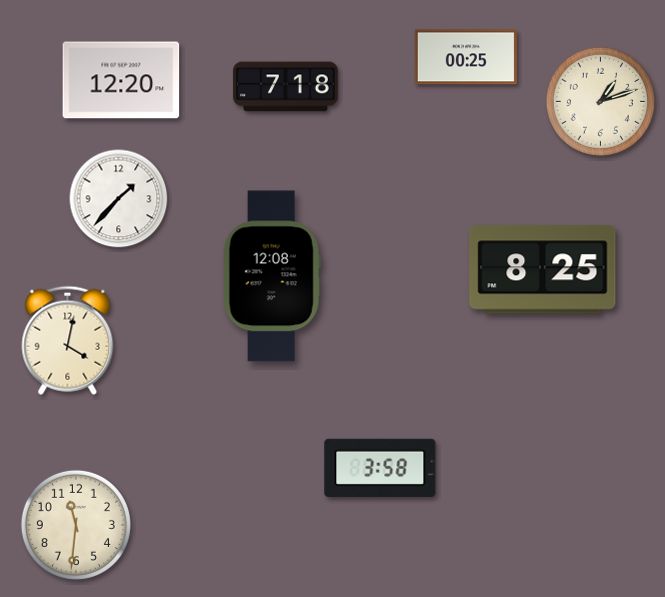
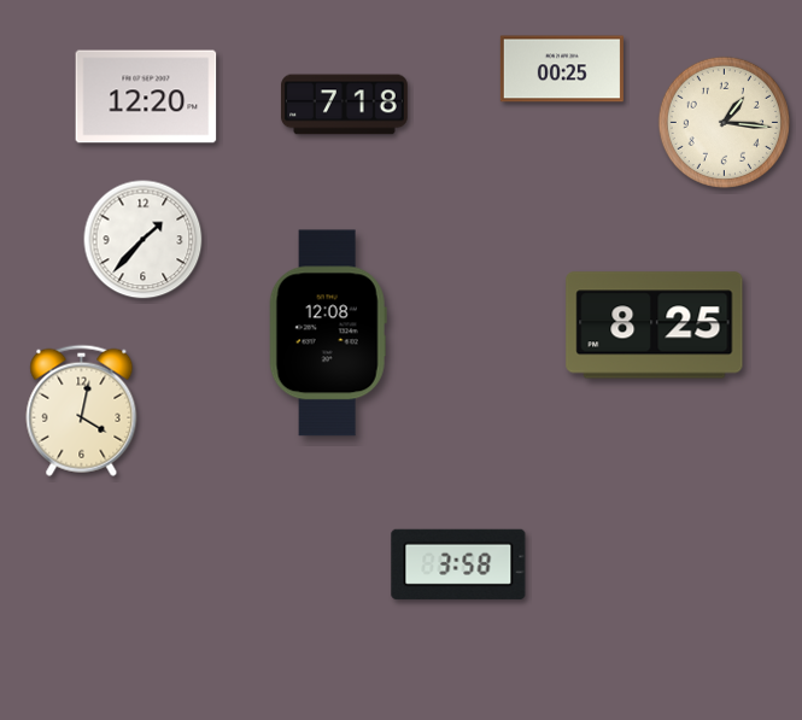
clock at (600, 101): 1:12 -> 1:16
clock at (76, 525): 11:31 -> none
